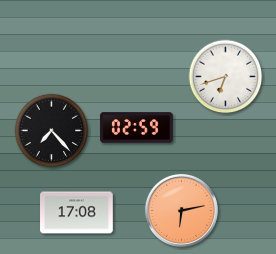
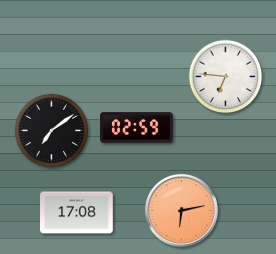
clock at (226, 77): 6:42 -> 6:46
clock at (52, 131): 7:23 -> 7:09
